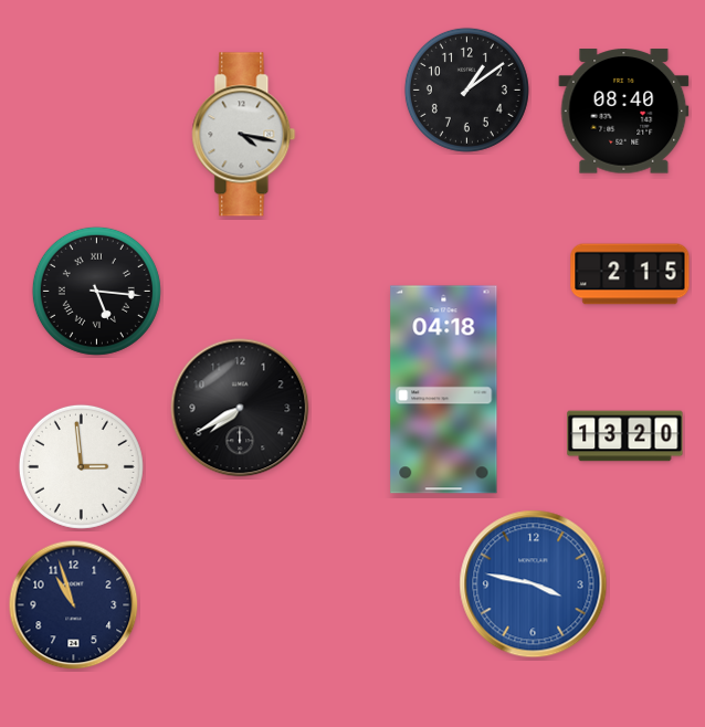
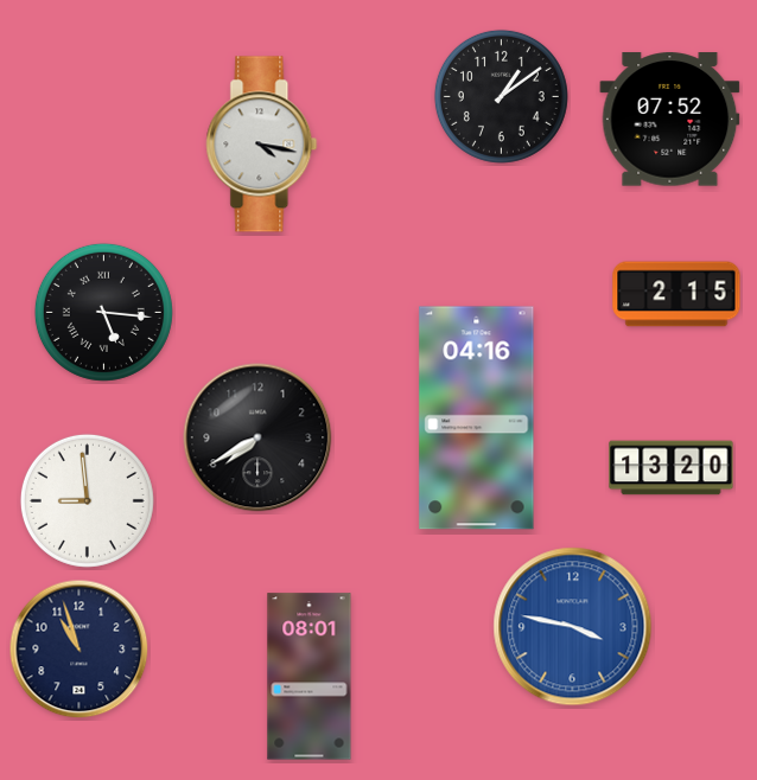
clock at (624, 112): 08:40 -> 07:52
clock at (444, 390): 04:18 -> 04:16
clock at (81, 466): 2:59 -> 8:59
clock at (310, 677): none -> 08:01
